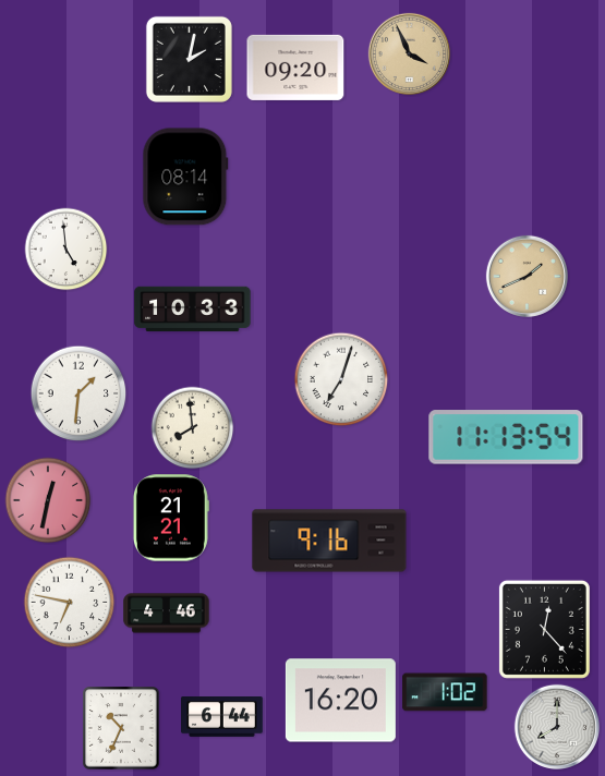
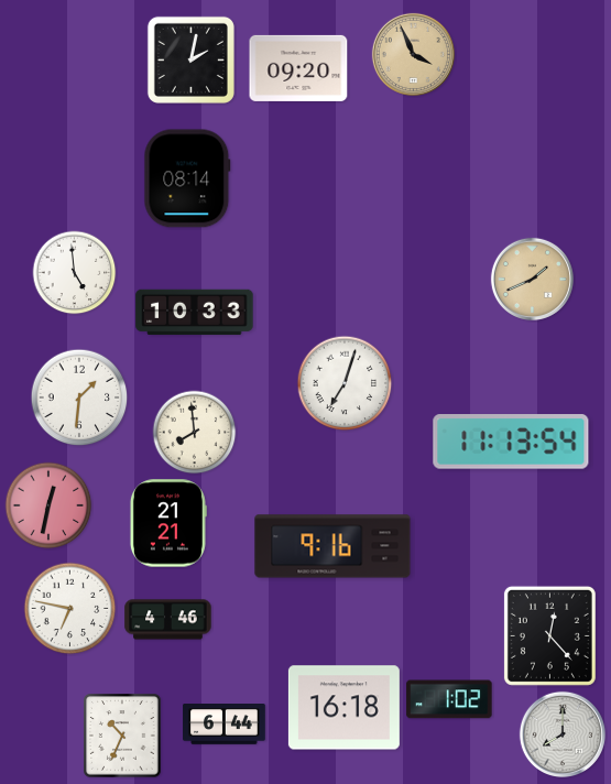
clock at (66, 250) position: (66, 250) -> (75, 273)
clock at (170, 518) position: (170, 518) -> (167, 523)
clock at (340, 701): 16:20 -> 16:18
